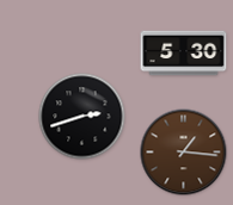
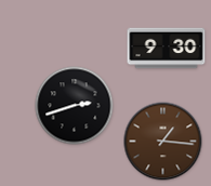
clock at (184, 54): 5:30 -> 9:30
clock at (184, 153) position: (184, 153) -> (163, 142)
